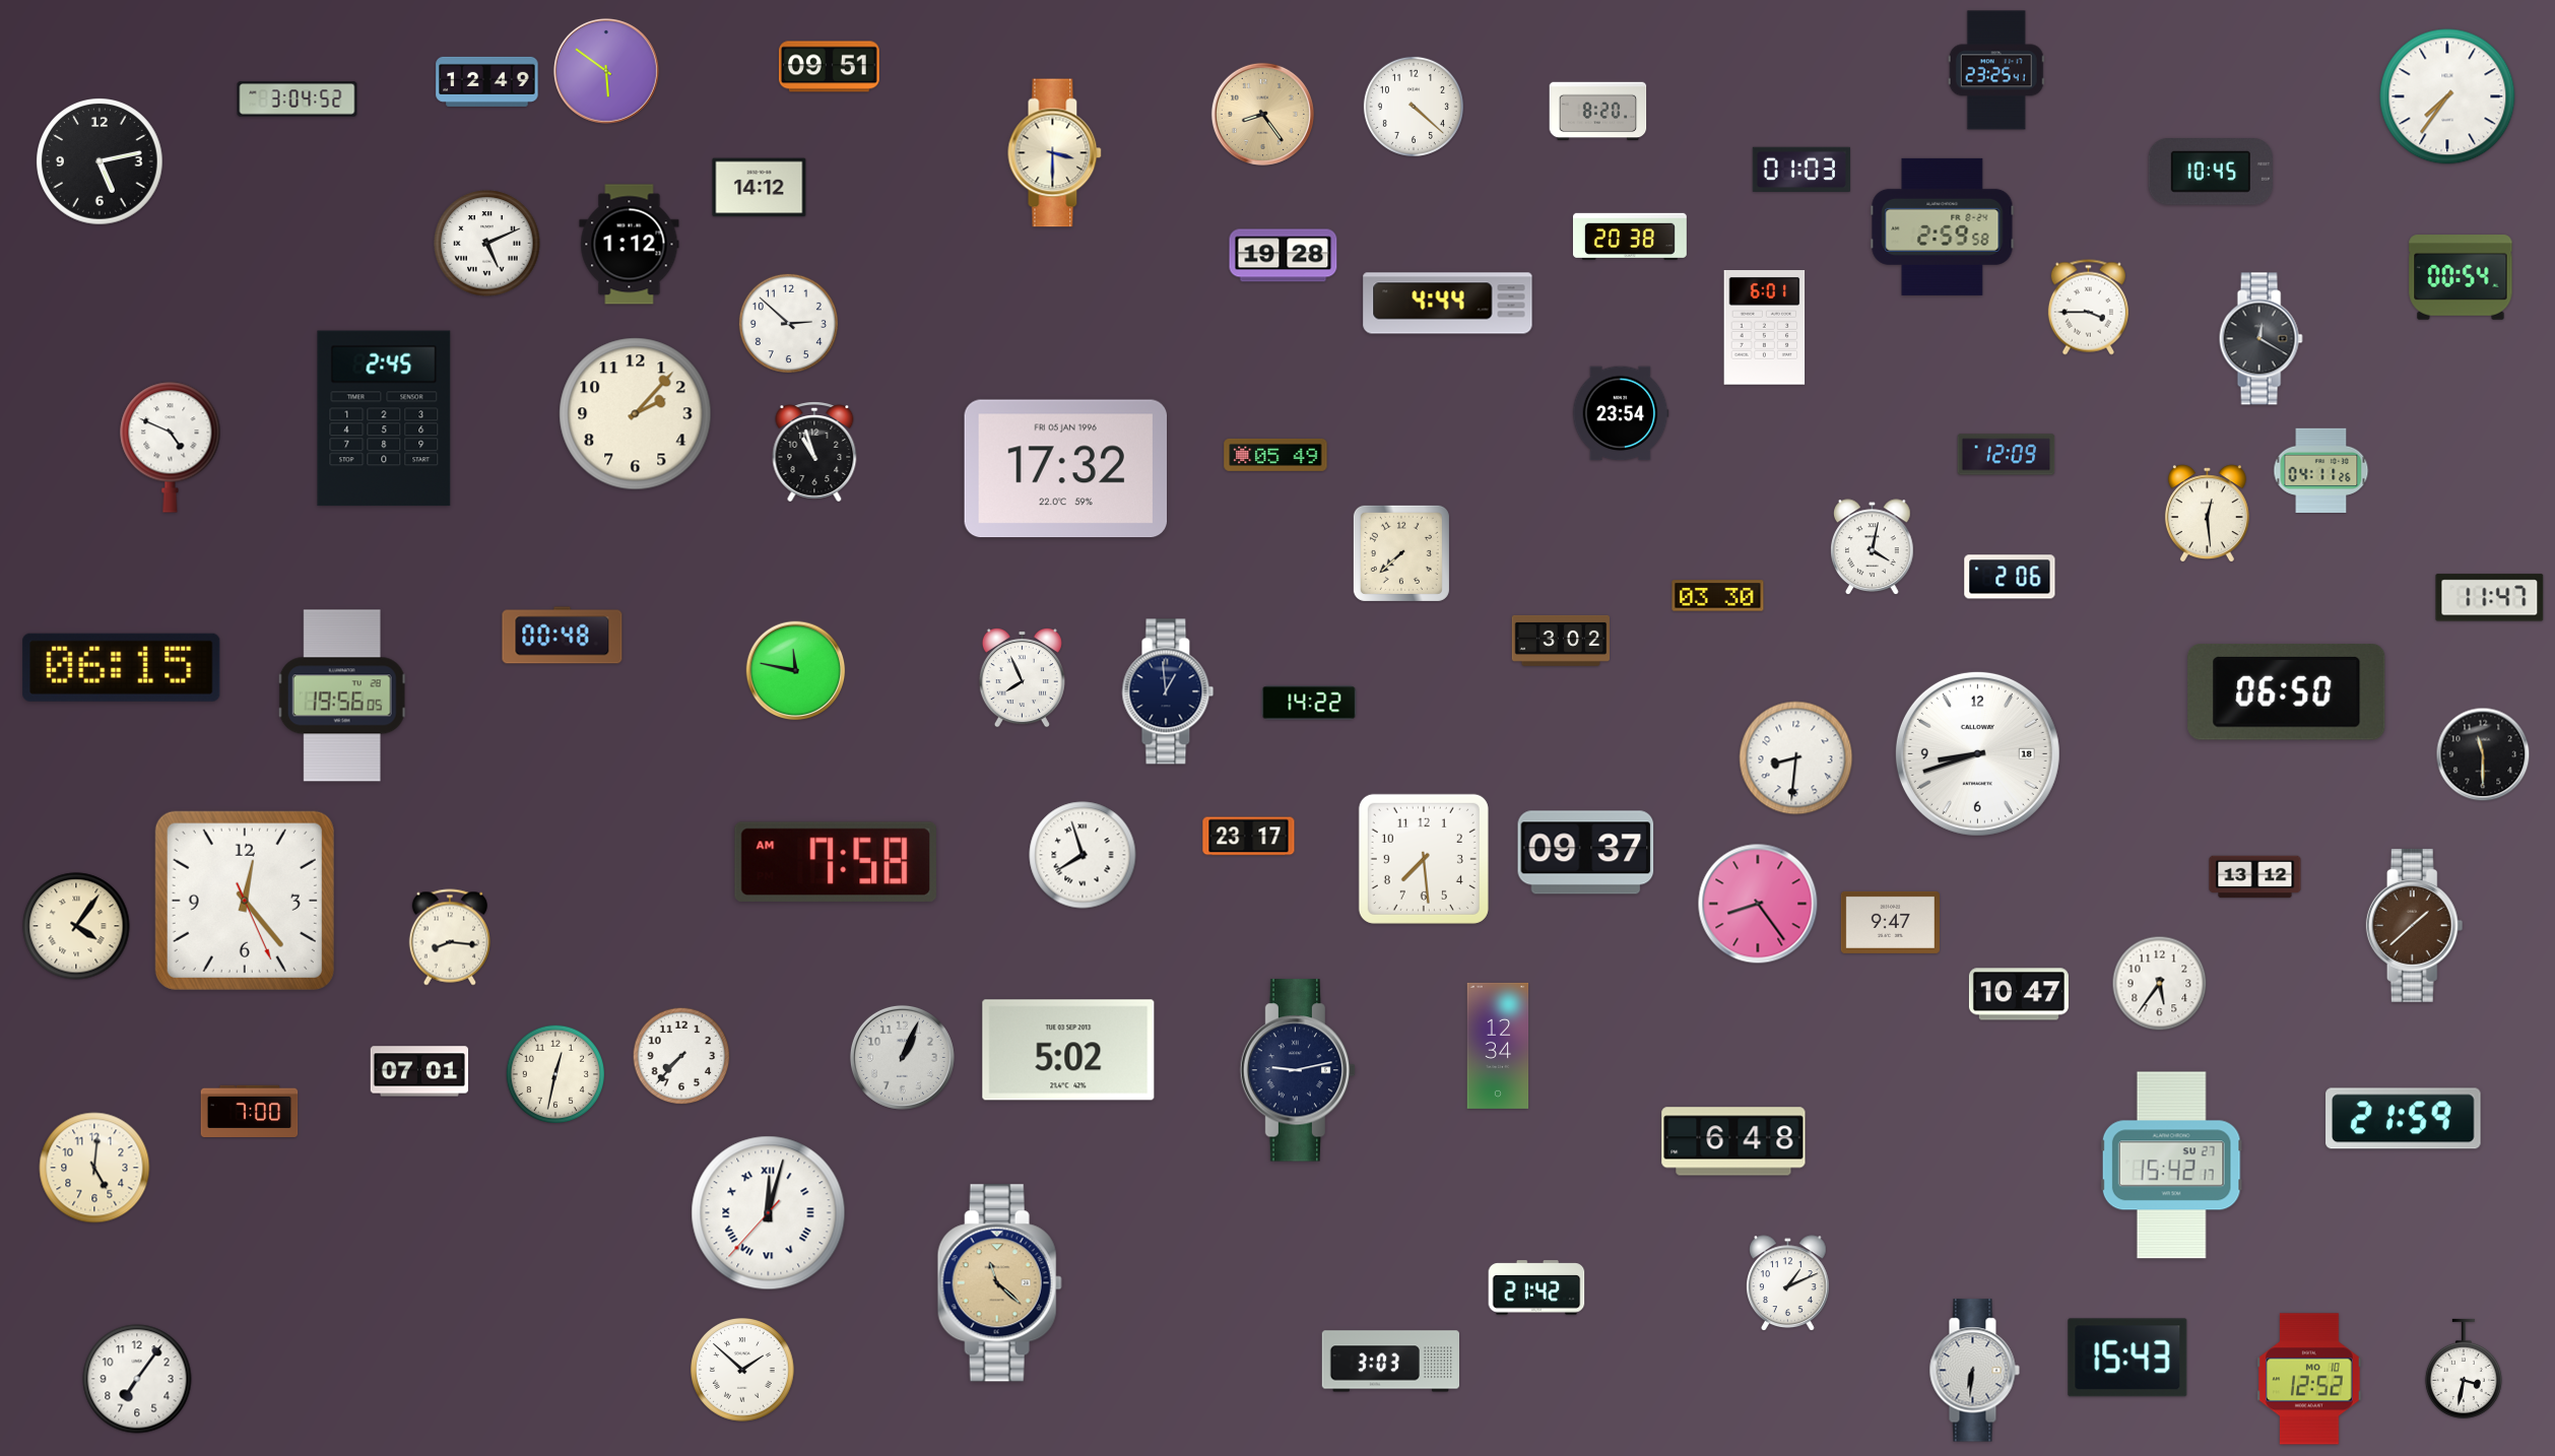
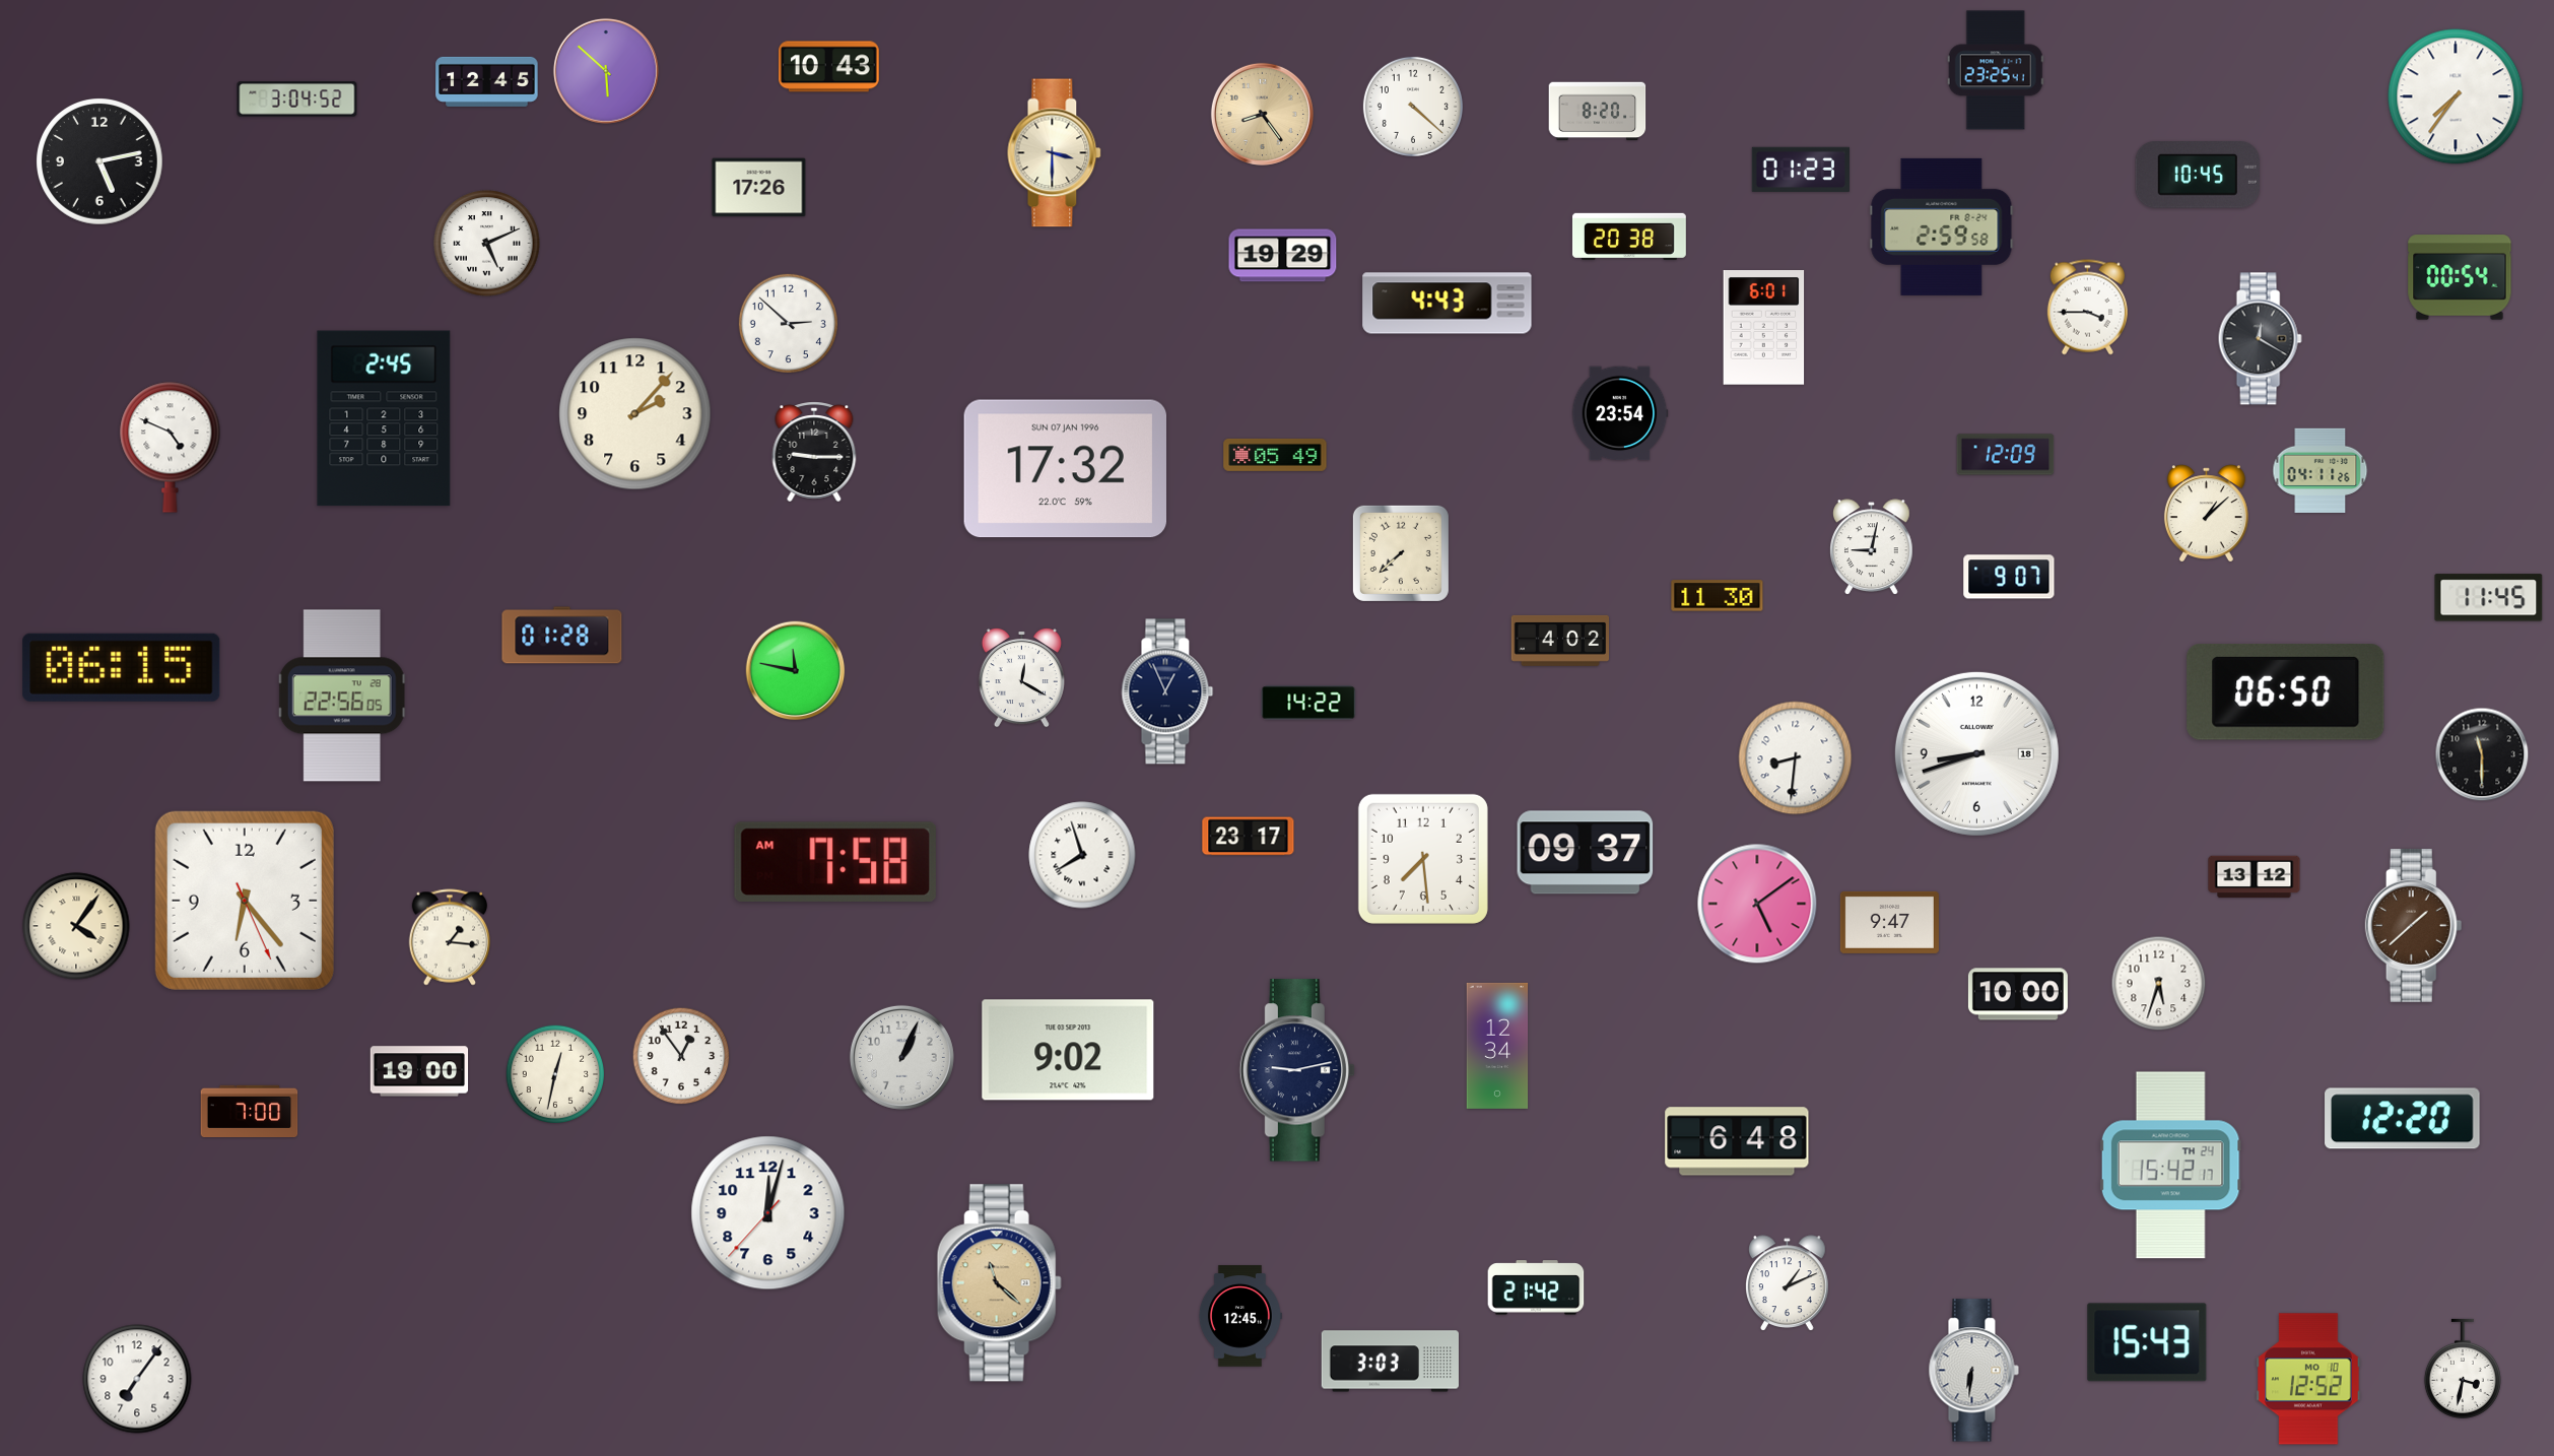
clock at (829, 67): 09:51 -> 10:43
clock at (606, 71): 5:51 -> 5:52
clock at (487, 81): 12:49 -> 12:45
clock at (2447, 96) position: (2447, 96) -> (2456, 96)
clock at (1800, 169): 01:03 -> 01:23
clock at (2211, 173) position: (2211, 173) -> (2198, 176)
clock at (760, 188): 14:12 -> 17:26
clock at (630, 245): 1:12 -> none
clock at (1284, 256): 19:28 -> 19:29
clock at (1448, 304): 4:44 -> 4:43
clock at (814, 452): 10:57 -> 9:15
clock at (1065, 469) date: FRI 05 JAN 1996 -> SUN 07 JAN 1996
clock at (2207, 514): 12:29 -> 1:08
clock at (1873, 546): 4:02 -> 9:02
clock at (2010, 577): 2:06 -> 9:07
clock at (1718, 596): 03:30 -> 11:30
clock at (2490, 598): 11:47 -> 11:45
clock at (563, 636): 00:48 -> 01:28
clock at (1560, 641): 3:02 -> 4:02
clock at (1022, 677): 7:56 -> 12:20
clock at (1168, 691): 12:59 -> 12:56
clock at (342, 696): 19:56 -> 22:56
clock at (245, 901): 12:23 -> 6:23
clock at (1758, 904): 8:24 -> 5:09
clock at (449, 937): 8:16 -> 1:16
clock at (2160, 984): 5:36 -> 5:33
clock at (2019, 994): 10:47 -> 10:00
clock at (1068, 1050): 5:02 -> 9:02
clock at (681, 1056): 7:37 -> 12:54
clock at (419, 1071): 07:01 -> 19:00
clock at (2404, 1119): 21:59 -> 12:20
clock at (1733, 1141) position: (1733, 1141) -> (1737, 1141)
clock at (2171, 1166) date: SU 27 -> TH 24
clock at (94, 1168): 5:01 -> none
clock at (769, 1213) numerals: Roman -> Arabic
clock at (1239, 1316): none -> 12:45
clock at (2127, 1358) position: (2127, 1358) -> (2147, 1342)
clock at (742, 1370): 1:52 -> none
